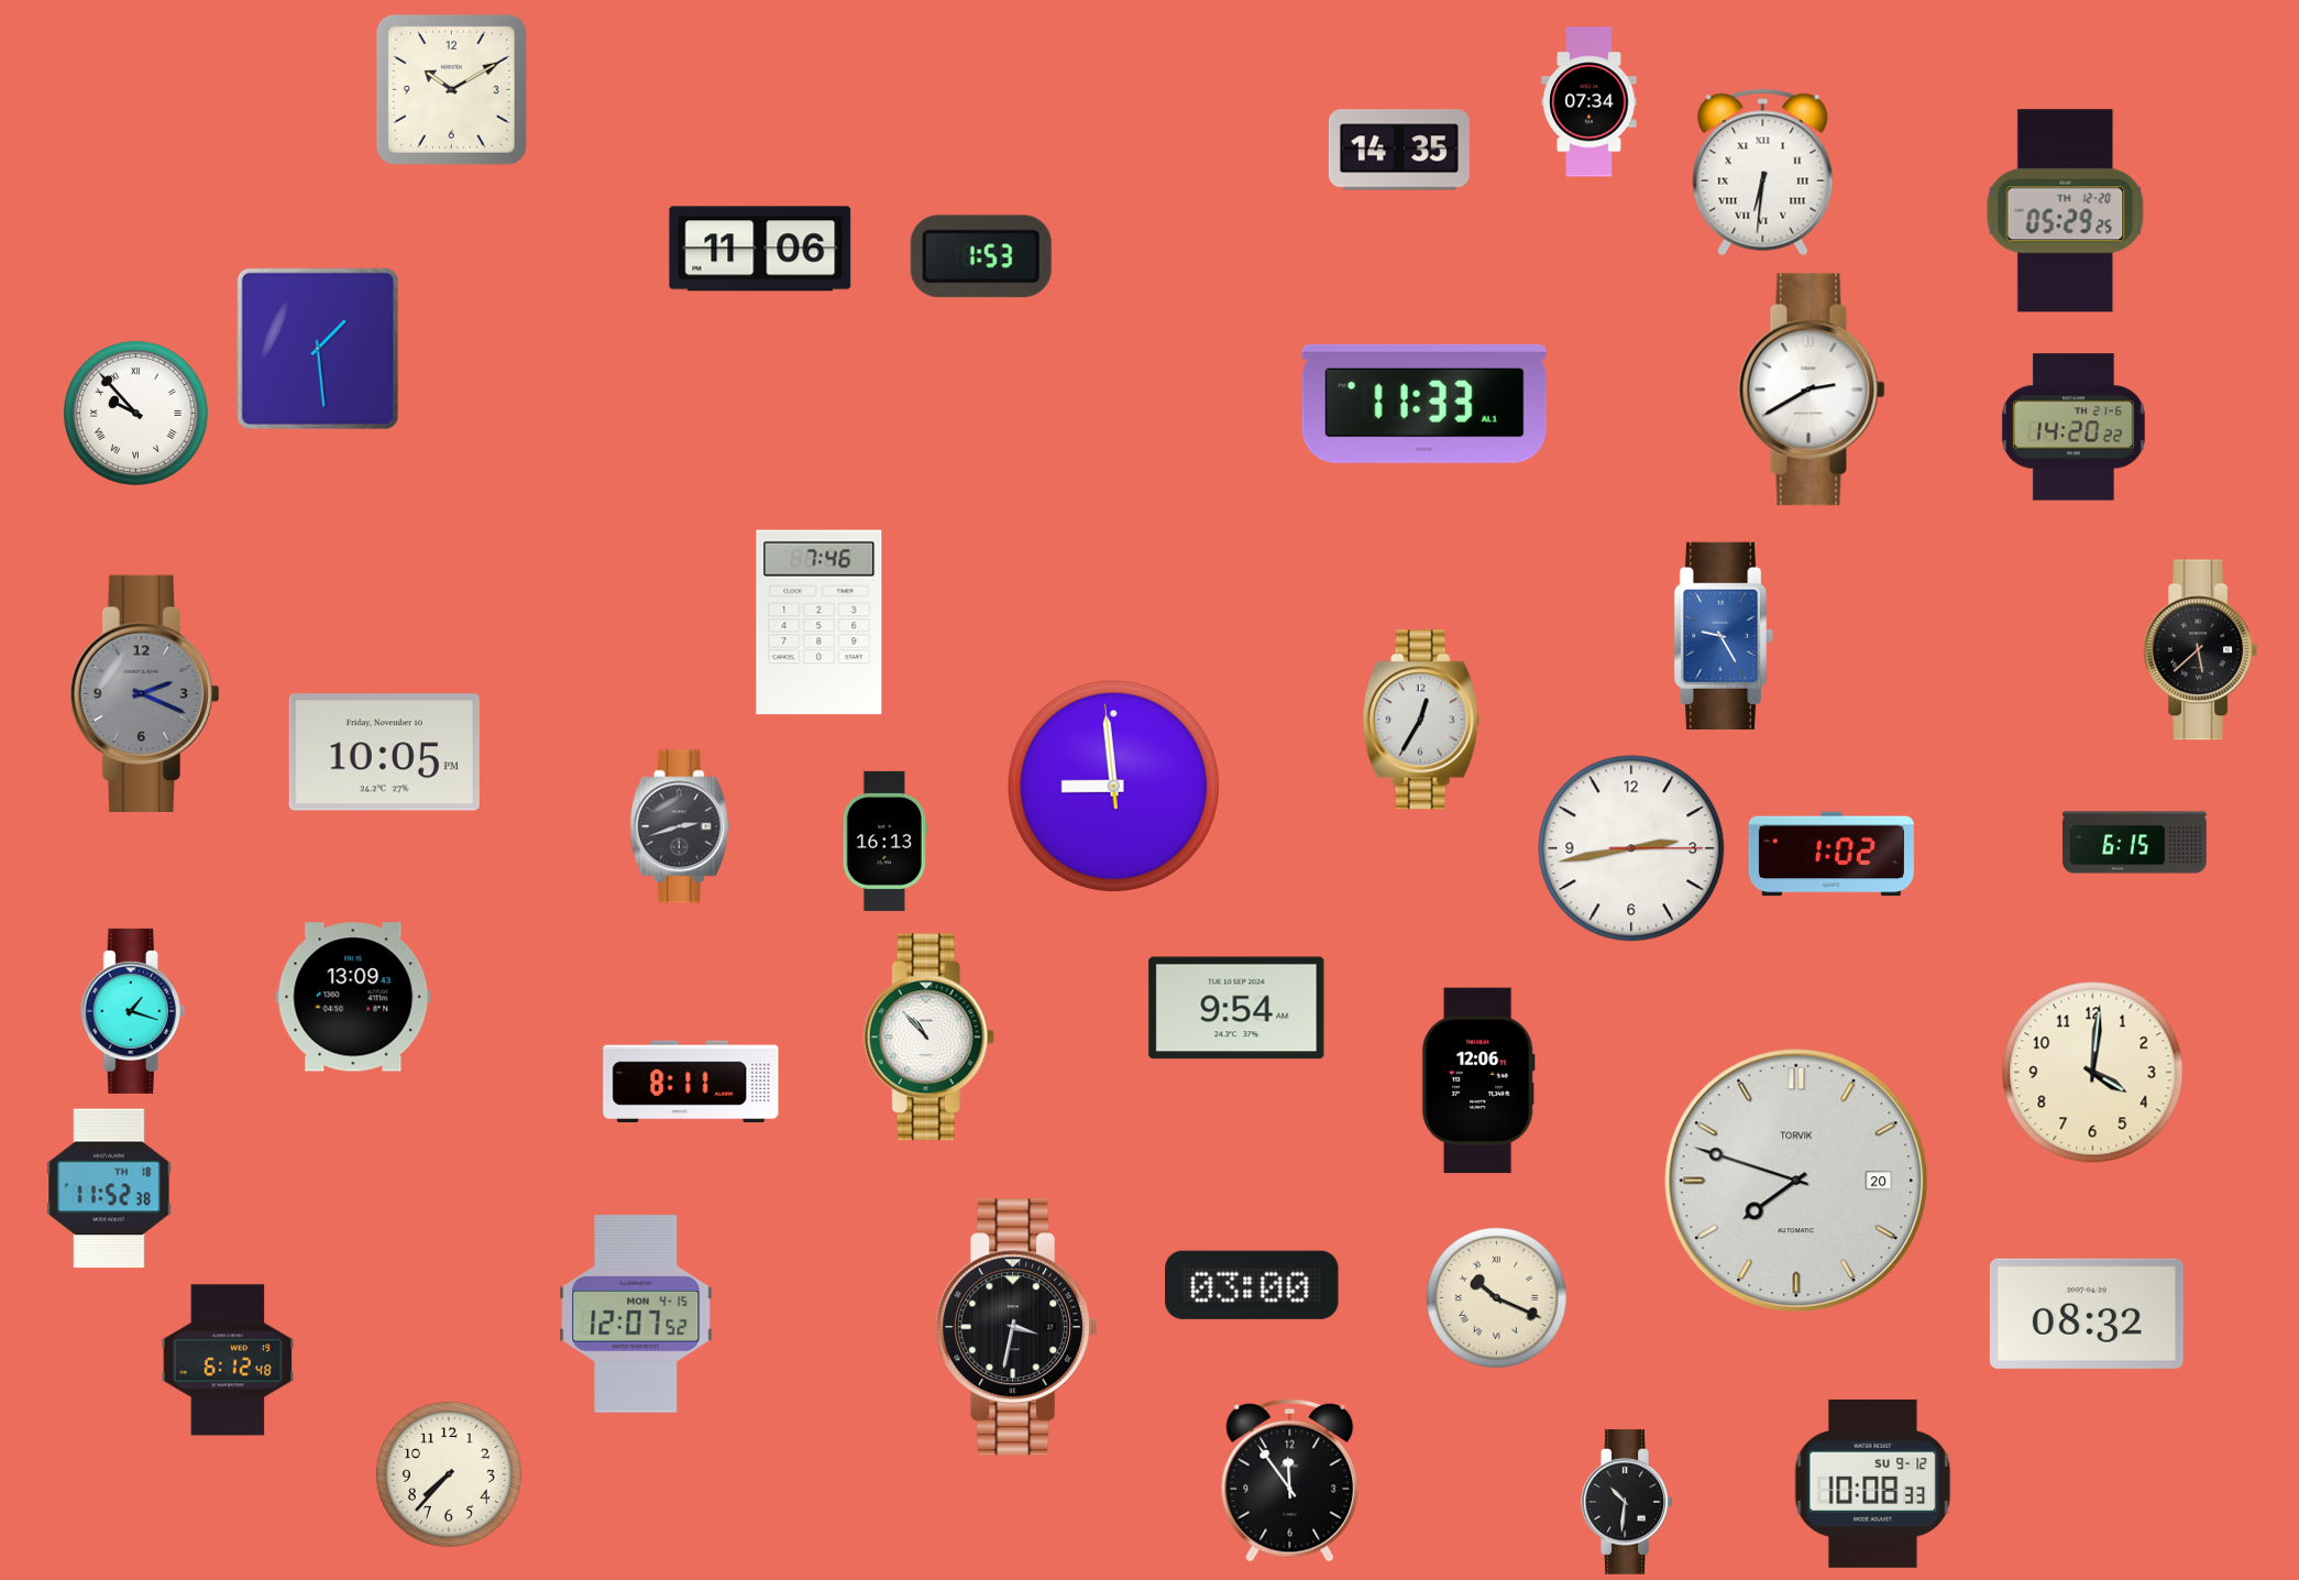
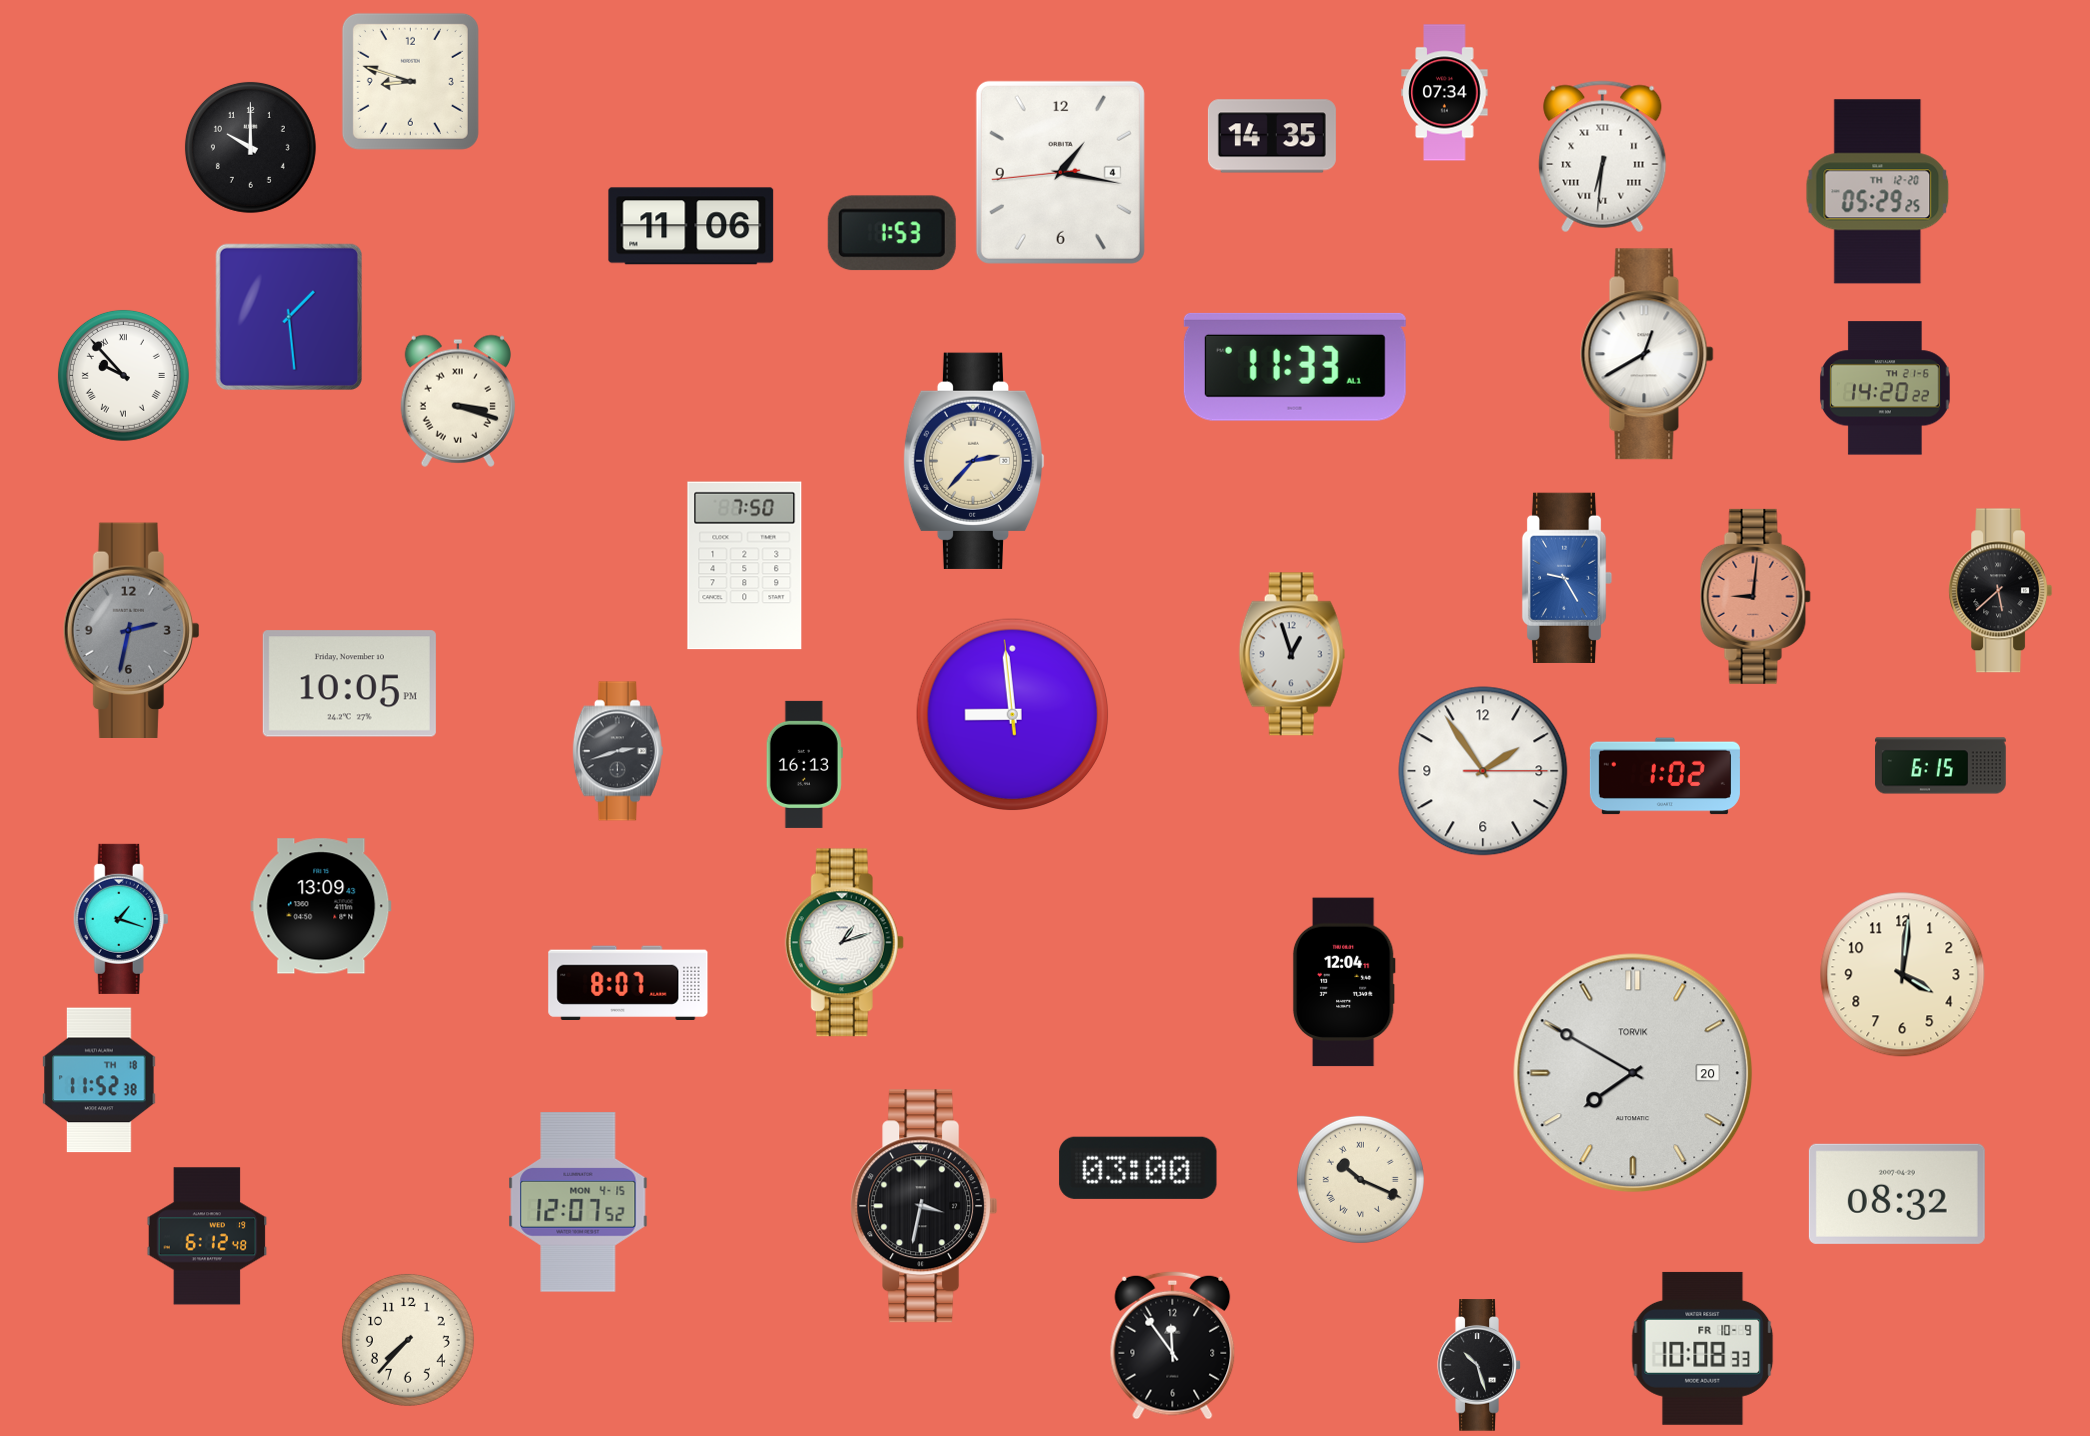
clock at (451, 89): 10:10 -> 8:48
clock at (250, 147): none -> 10:00
clock at (1060, 172): none -> 1:16
clock at (1812, 389): 2:40 -> 12:40
clock at (458, 401): none -> 3:18
clock at (974, 461): none -> 2:37
clock at (820, 623): 7:46 -> 7:50
clock at (1755, 596): none -> 9:01
clock at (144, 693): 2:19 -> 2:32
clock at (1421, 720): 12:35 -> 12:57
clock at (1631, 848): 2:43 -> 1:54
clock at (1236, 1008): 9:54 -> none
clock at (928, 1038): 10:53 -> 1:12
clock at (691, 1080): 8:11 -> 8:07
clock at (1478, 1080): 12:06 -> 12:04
clock at (1796, 1181): 7:48 -> 7:50
clock at (636, 1314) position: (636, 1314) -> (578, 1202)
clock at (1873, 1483) date: SU 9-12 -> FR 10-9
clock at (1627, 1502): 10:31 -> 10:27
